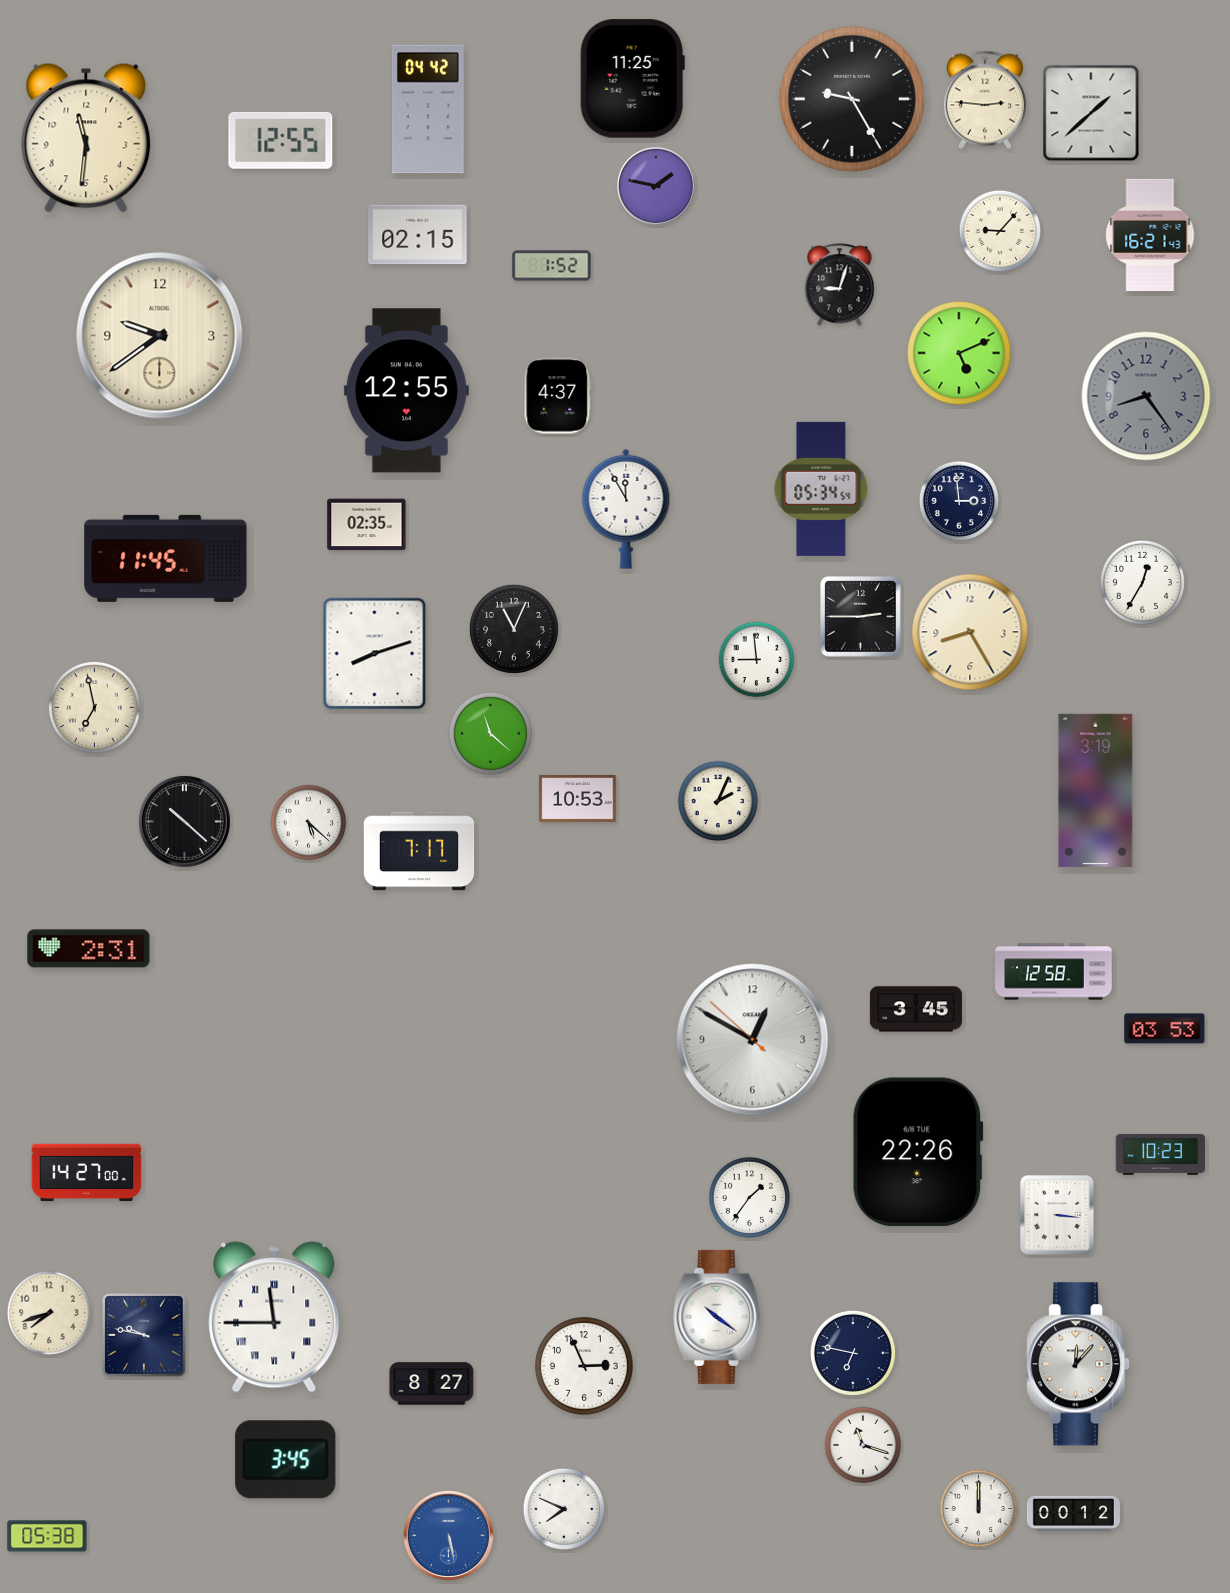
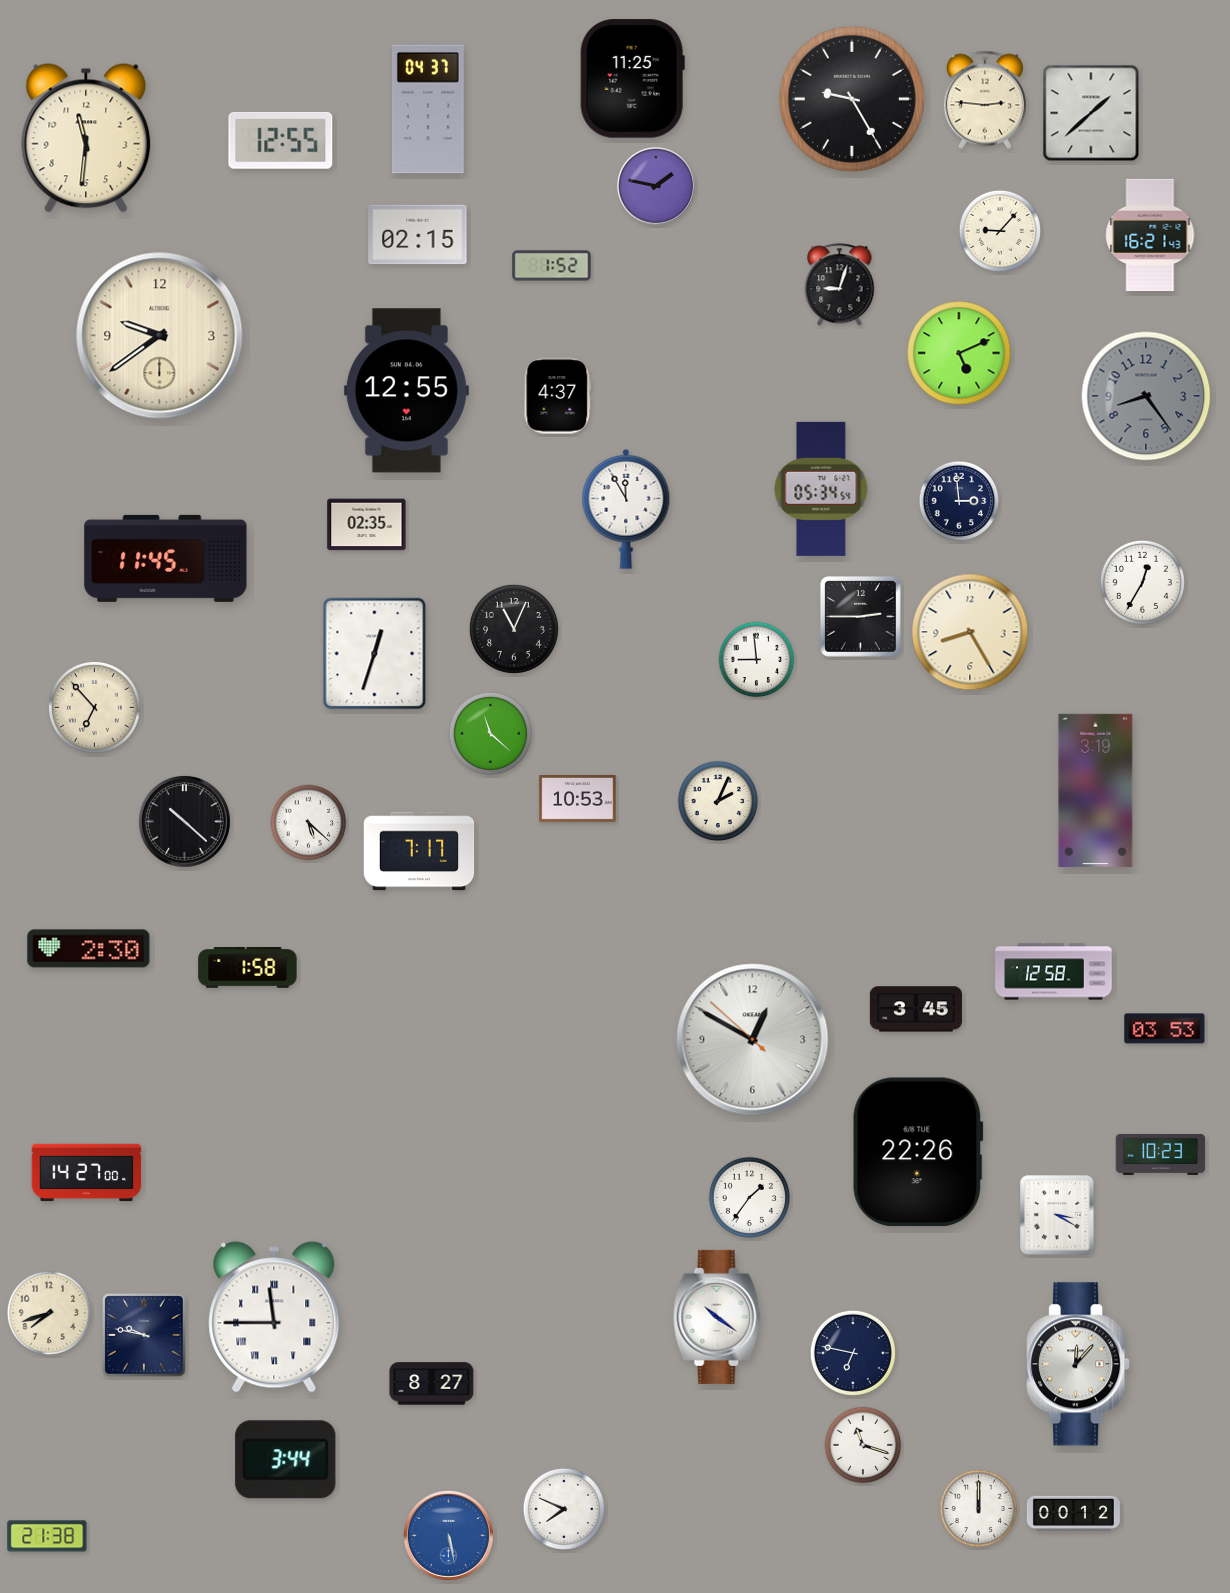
clock at (428, 109): 04:42 -> 04:37
clock at (375, 654): 8:12 -> 12:33
clock at (95, 708): 6:58 -> 6:53
clock at (89, 949): 2:31 -> 2:30
clock at (248, 968): none -> 1:58
clock at (1057, 1215): 3:16 -> 3:20
clock at (584, 1366): 2:56 -> none
clock at (286, 1460): 3:45 -> 3:44
clock at (47, 1536): 05:38 -> 21:38
